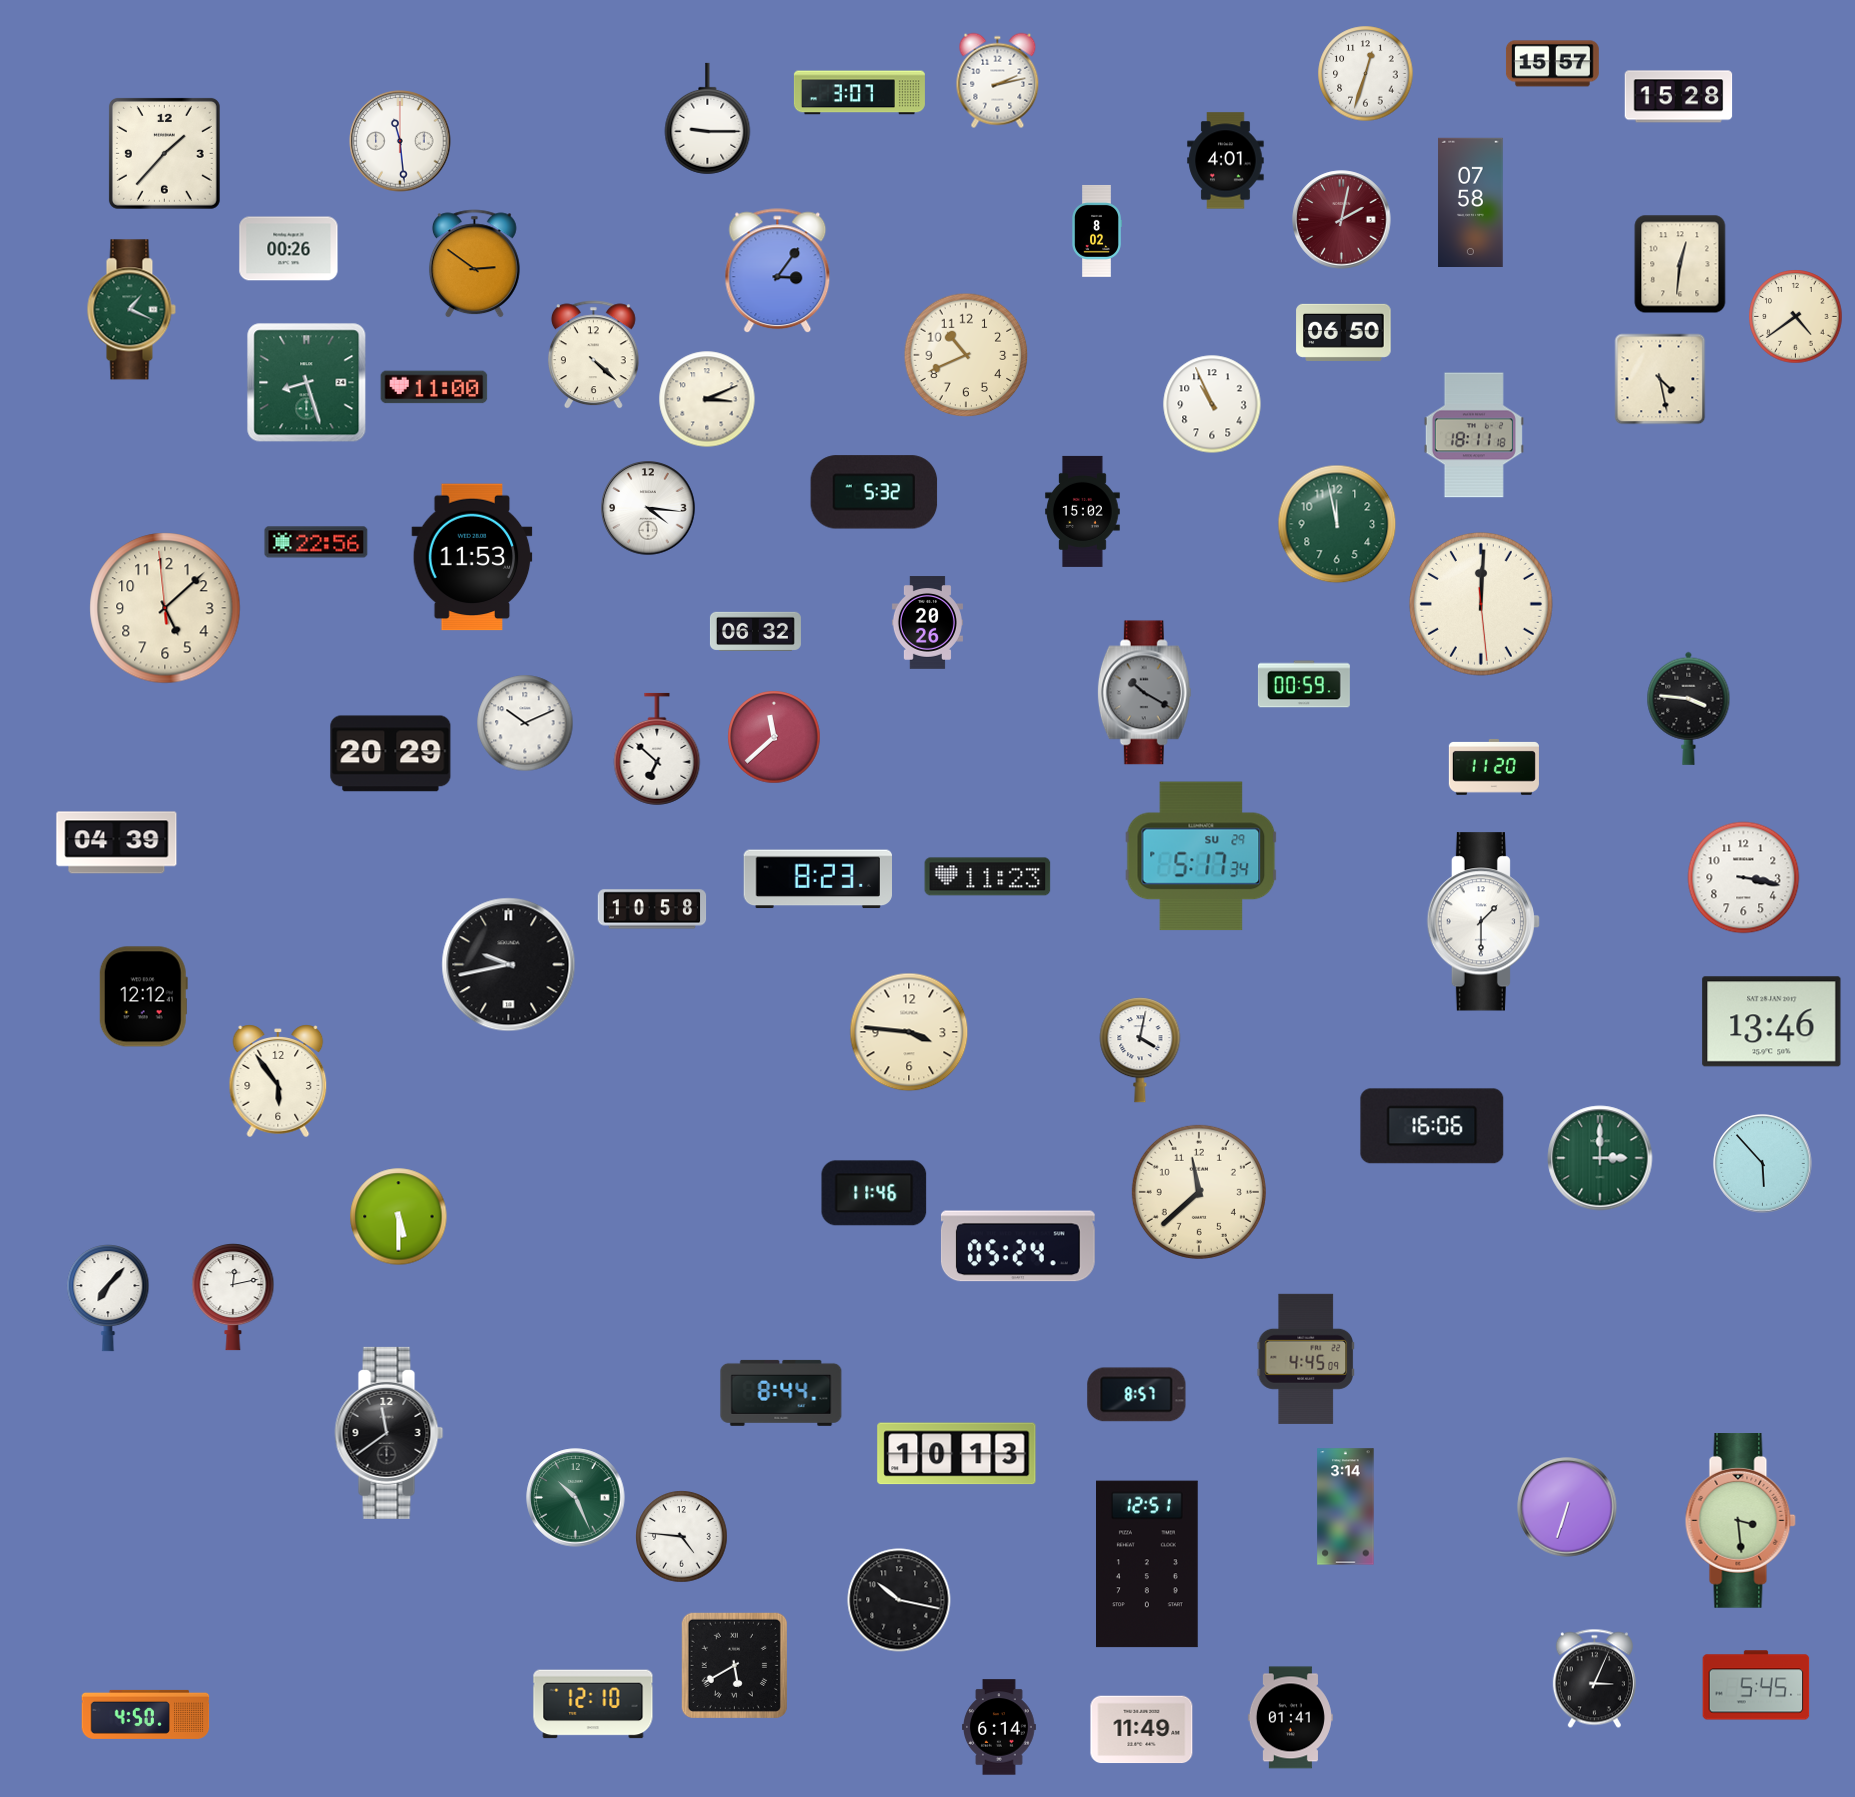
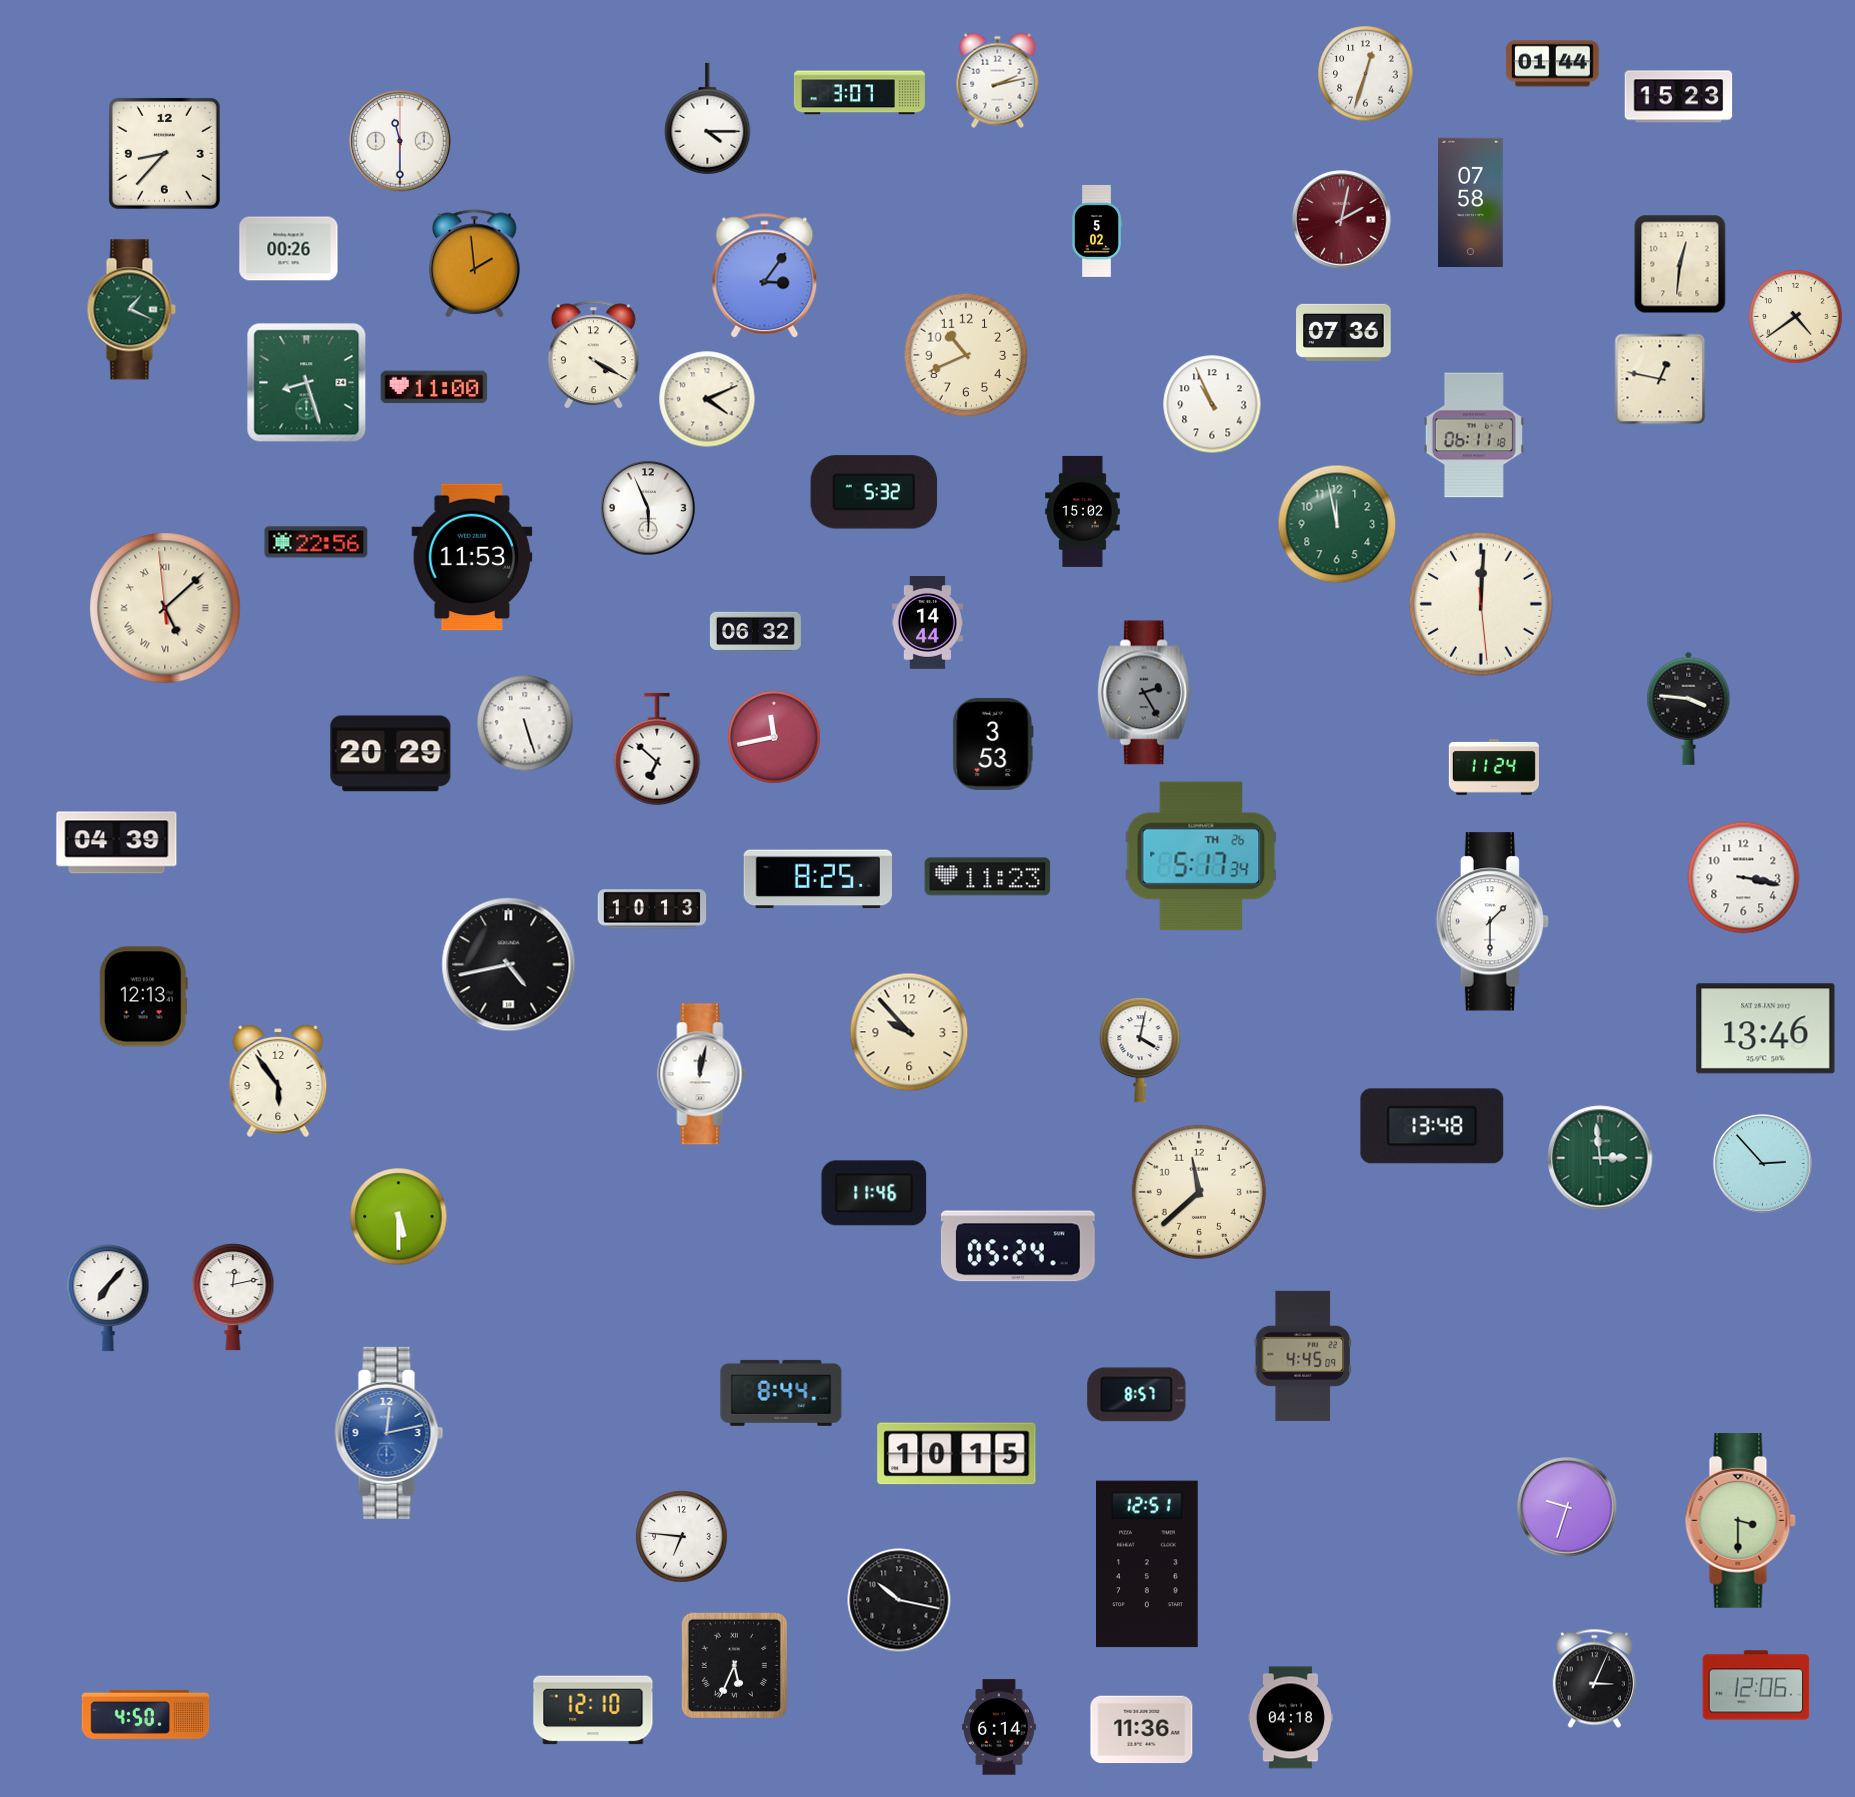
clock at (1552, 64): 15:57 -> 01:44
clock at (1679, 97): 15:28 -> 15:23
clock at (708, 119): 9:15 -> 4:15
clock at (400, 141): 11:29 -> 11:30
clock at (164, 153): 1:37 -> 8:37
clock at (1226, 161): 4:01 -> none
clock at (1097, 231): 8:02 -> 5:02
clock at (474, 264): 2:51 -> 1:59
clock at (778, 271) position: (778, 271) -> (765, 276)
clock at (1344, 332): 06:50 -> 07:36
clock at (593, 355): 4:22 -> 4:20
clock at (1660, 379): 4:28 -> 12:47
clock at (707, 399): 3:11 -> 4:11
clock at (1474, 435): 18:11 -> 06:11
clock at (648, 508): 4:16 -> 5:56
clock at (165, 608) numerals: Arabic -> Roman
clock at (927, 623): 20:26 -> 14:44
clock at (1304, 684): 00:59 -> none
clock at (1144, 693): 10:20 -> 2:25
clock at (525, 723): 10:11 -> 5:27
clock at (774, 737): 11:38 -> 11:43
clock at (993, 744): none -> 3:53
clock at (1494, 767): 11:20 -> 11:24
clock at (1201, 856) date: SU 29 -> TH 26
clock at (817, 879): 8:23 -> 8:25
clock at (652, 909): 10:58 -> 10:13
clock at (1483, 922) position: (1483, 922) -> (1492, 922)
clock at (509, 965): 9:43 -> 4:43
clock at (143, 997): 12:12 -> 12:13
clock at (1772, 1022) position: (1772, 1022) -> (1766, 1029)
clock at (909, 1032): 3:46 -> 9:53
clock at (702, 1074): none -> 12:02
clock at (1432, 1126): 16:06 -> 13:48
clock at (1600, 1158): 3:00 -> 2:59
clock at (1763, 1164): 5:53 -> 2:53
clock at (1305, 1359) position: (1305, 1359) -> (1302, 1356)
clock at (389, 1433): 11:39 -> 12:13
clock at (389, 1433) dial: black -> blue
clock at (957, 1454): 10:13 -> 10:15
clock at (576, 1498): 10:26 -> none
clock at (1346, 1507): 3:14 -> none
clock at (1567, 1507): 6:33 -> 9:33
clock at (1740, 1521): 3:29 -> 3:30
clock at (682, 1537): 4:46 -> 6:46
clock at (734, 1665): 5:40 -> 5:34
clock at (1756, 1685): 5:45 -> 12:06
clock at (593, 1704) position: (593, 1704) -> (593, 1710)
clock at (1290, 1718): 01:41 -> 04:18
clock at (1142, 1730): 11:49 -> 11:36
